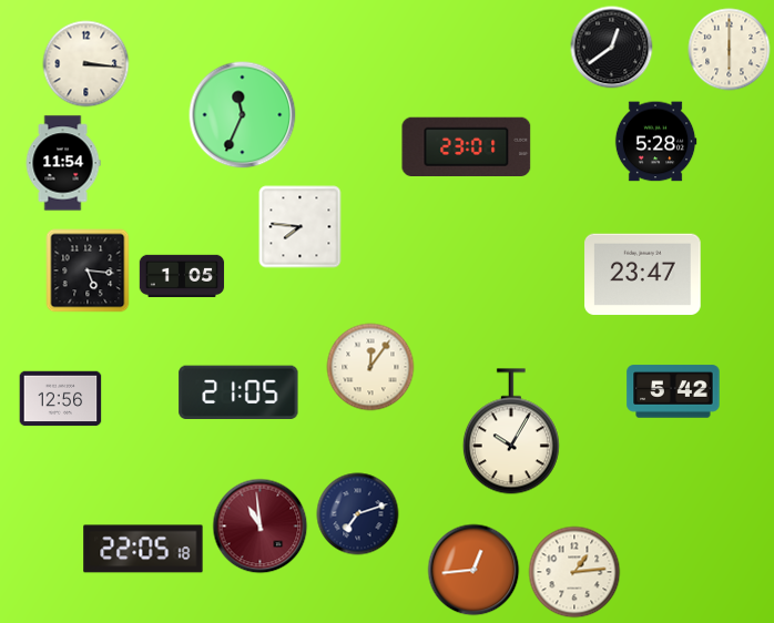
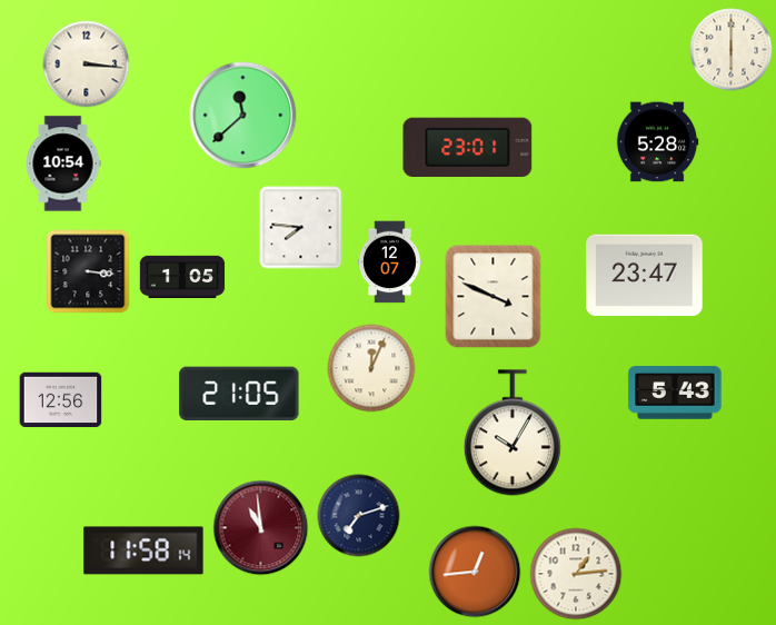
clock at (612, 48): 12:39 -> none
clock at (243, 115): 11:34 -> 11:38
clock at (63, 163): 11:54 -> 10:54
clock at (389, 262): none -> 12:07
clock at (88, 270): 5:16 -> 3:16
clock at (494, 297): none -> 3:49
clock at (370, 367): 12:06 -> 12:04
clock at (673, 391): 5:42 -> 5:43
clock at (143, 549): 22:05 -> 11:58
